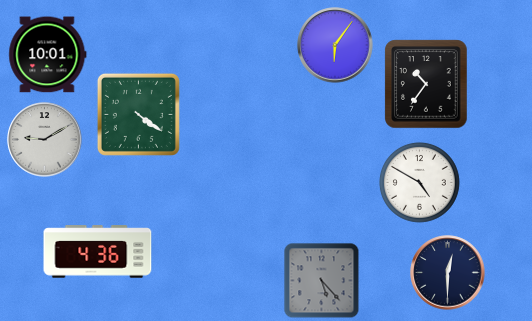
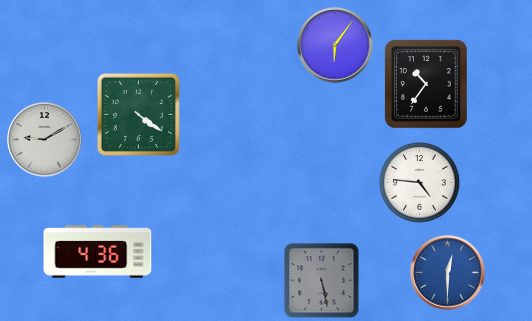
clock at (48, 55): 10:01 -> none
clock at (419, 182): 4:50 -> 4:46
clock at (448, 273) dial: navy -> blue
clock at (322, 281): 5:23 -> 5:28
